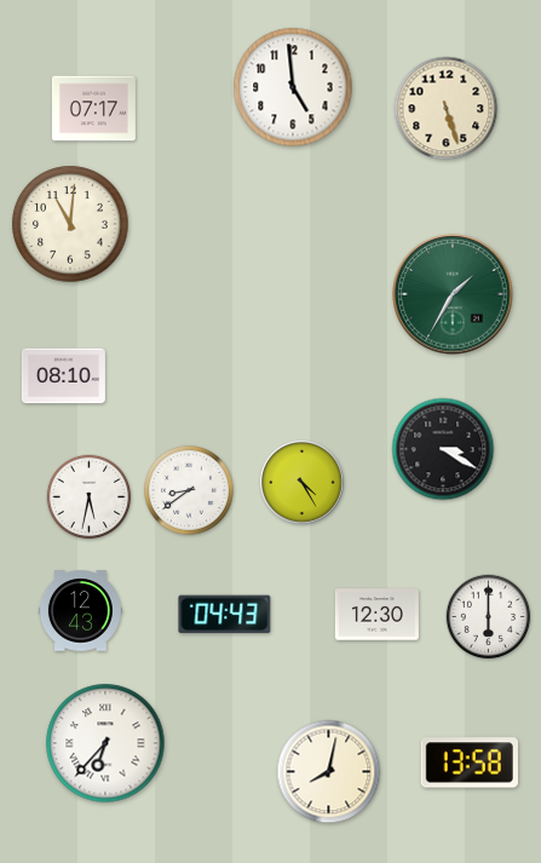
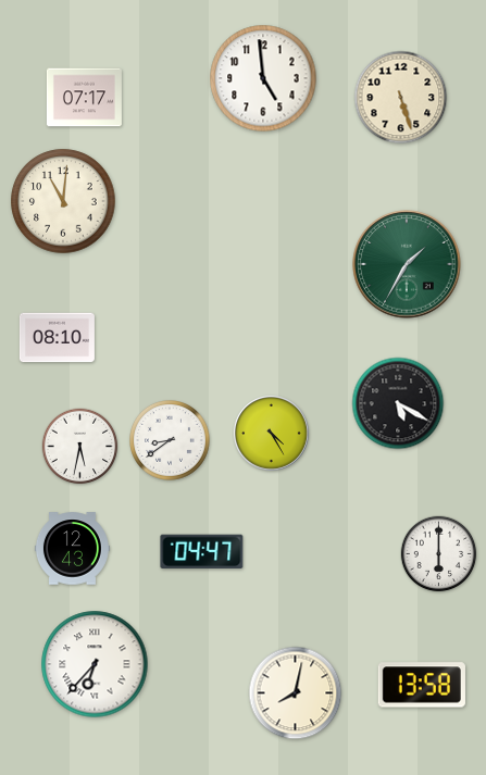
clock at (443, 449): 3:20 -> 5:20
clock at (225, 615): 04:43 -> 04:47
clock at (376, 615): 12:30 -> none
clock at (105, 743) position: (105, 743) -> (95, 664)
